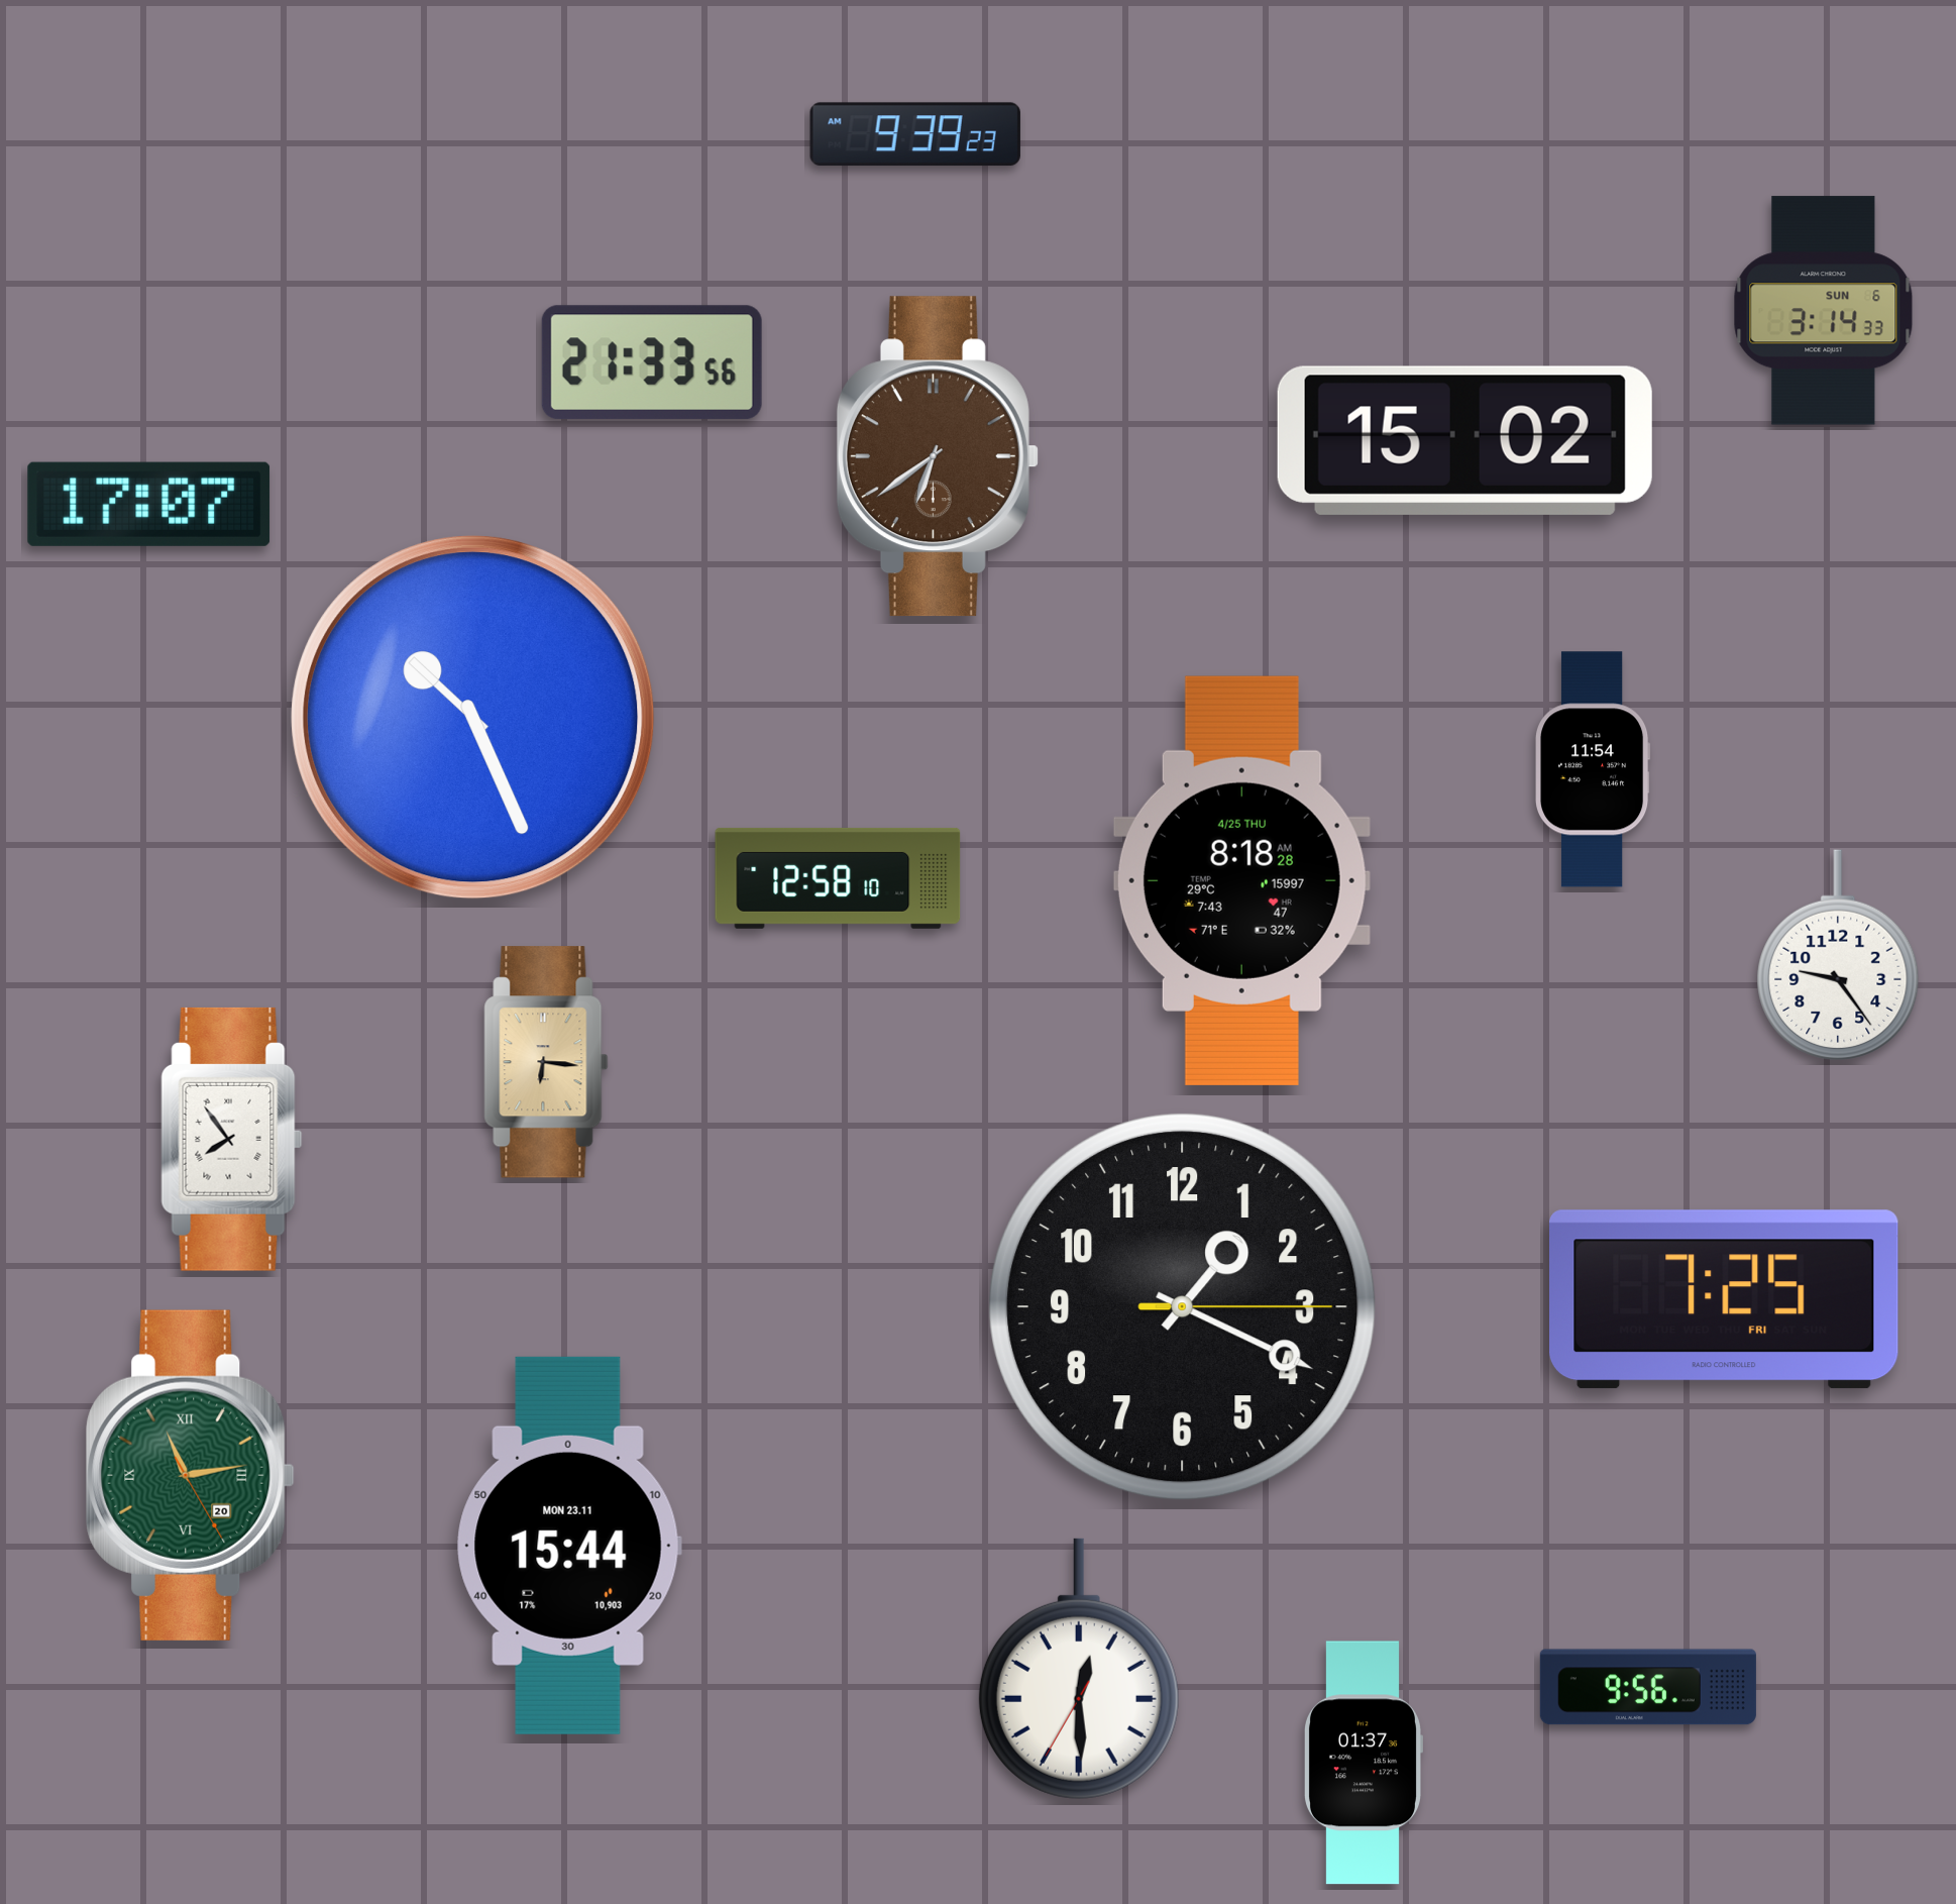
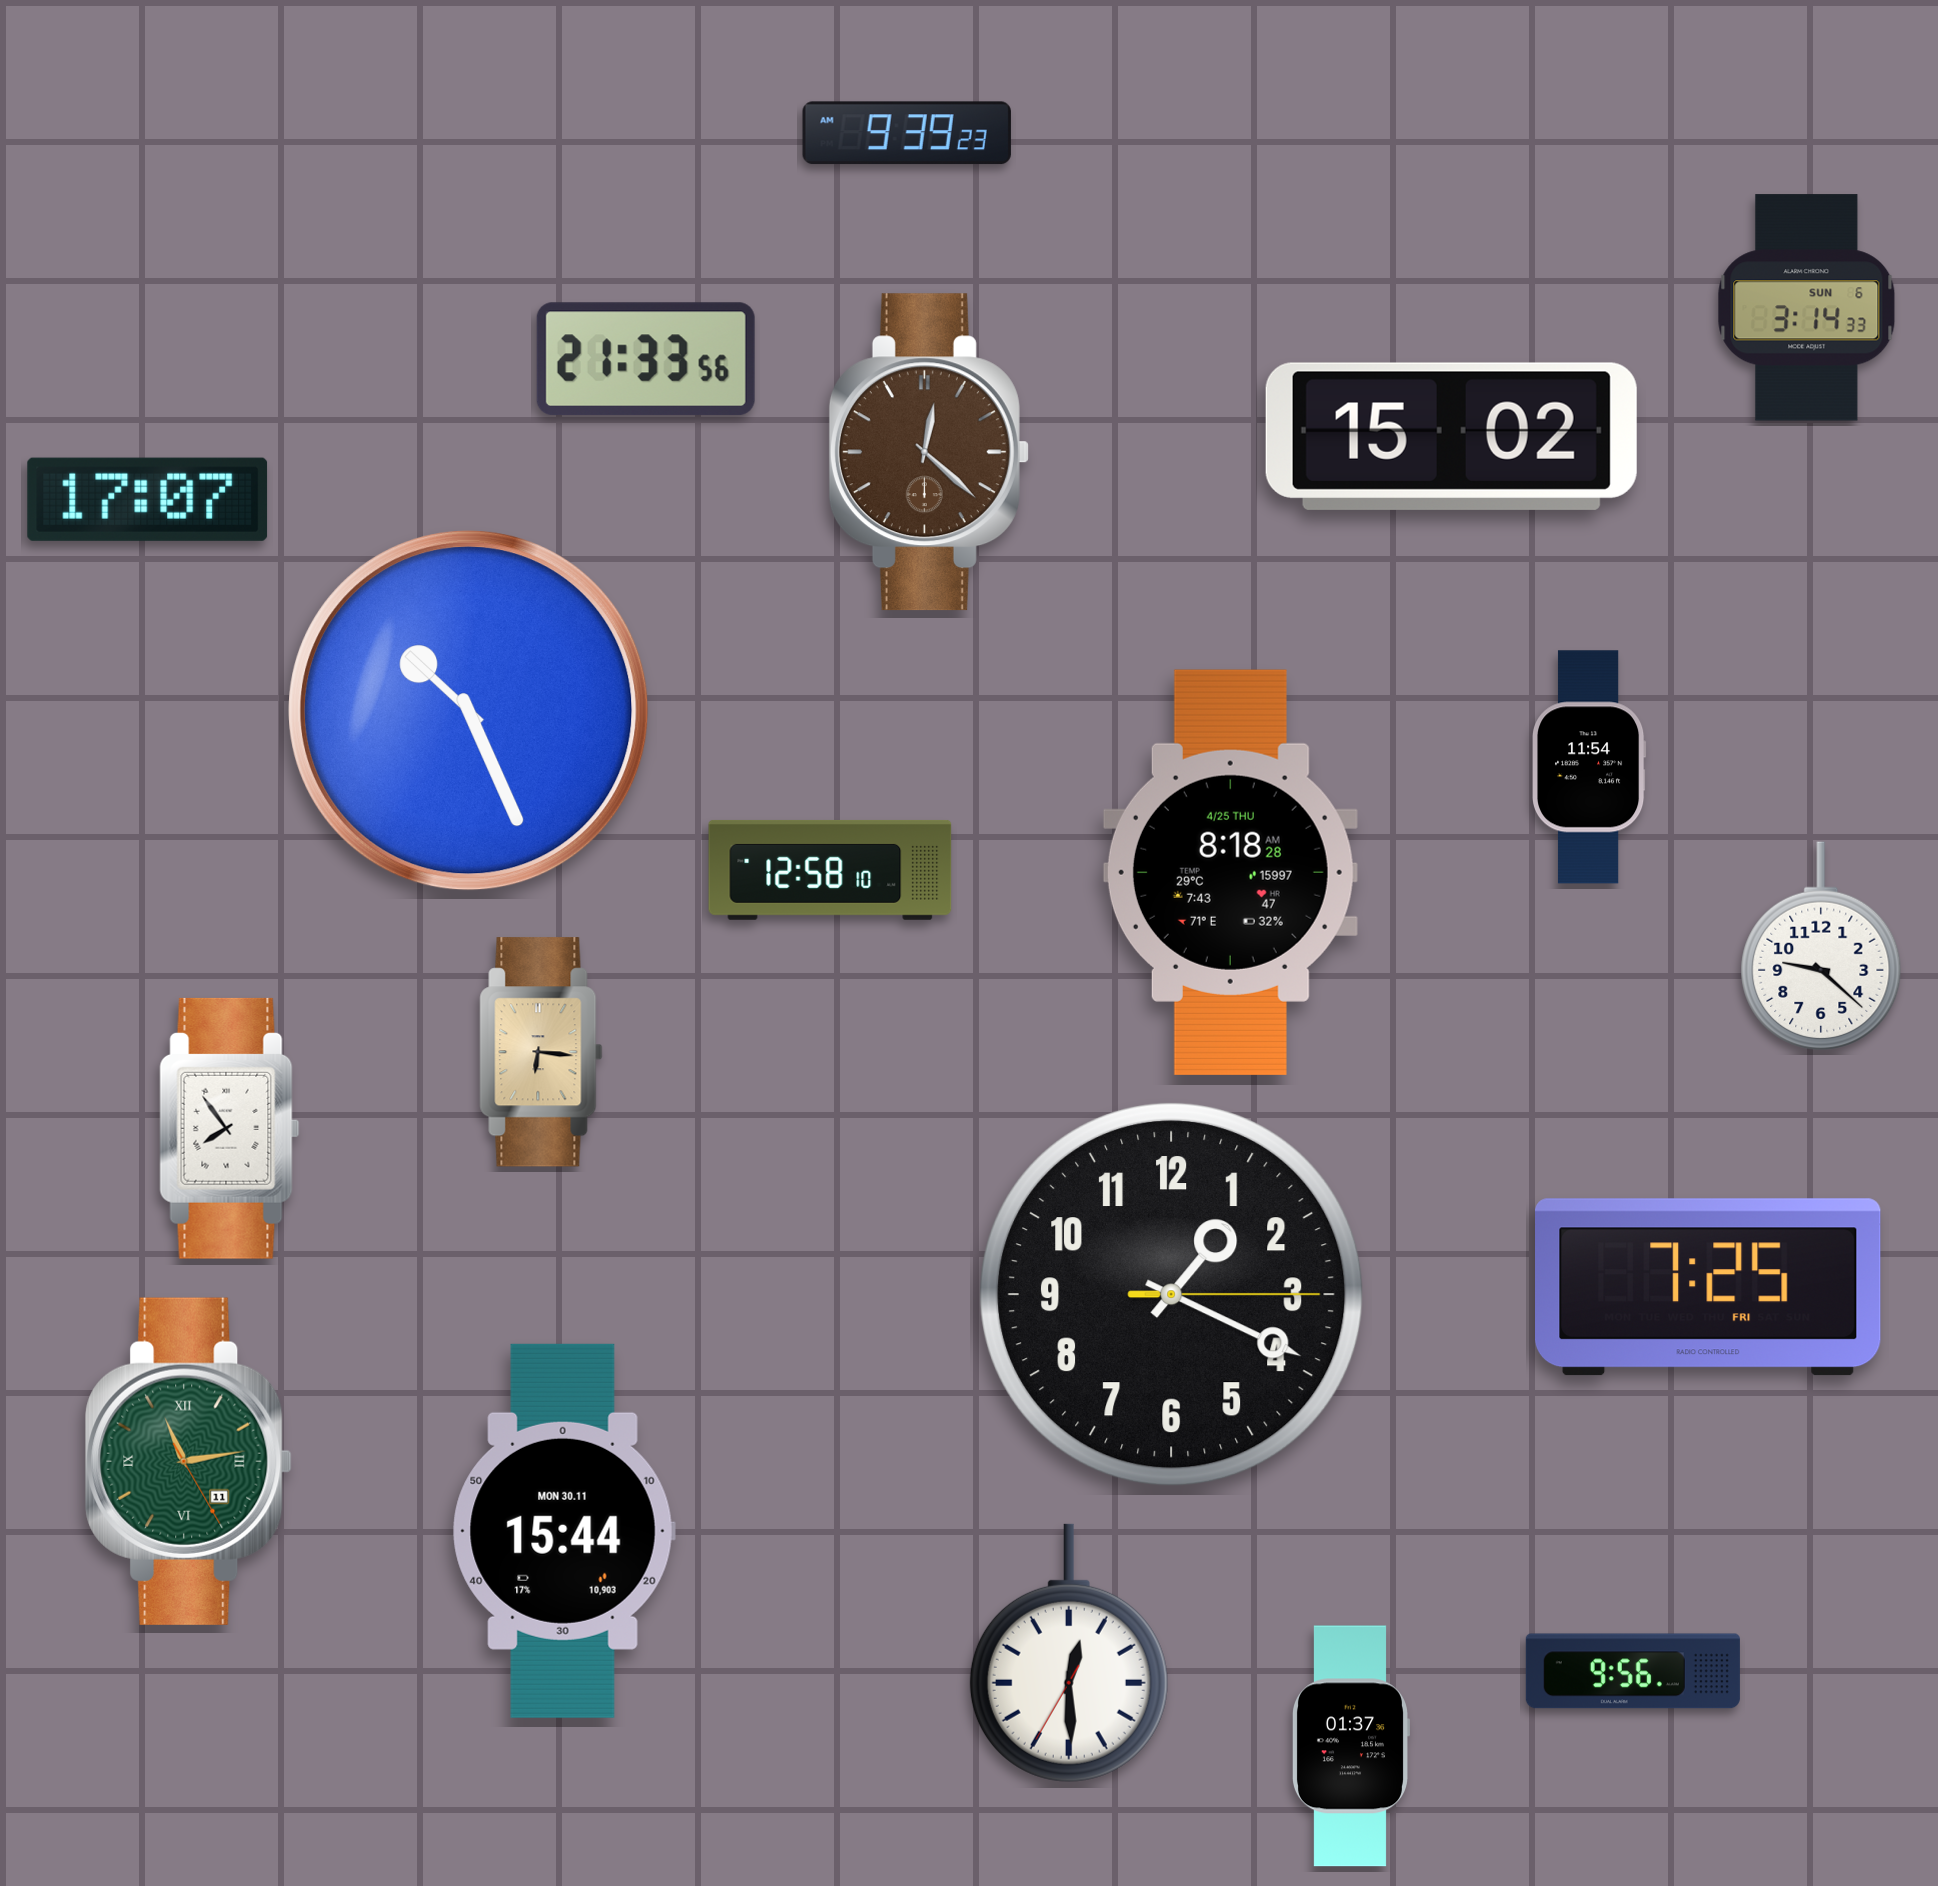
clock at (938, 456): 6:39 -> 12:22
clock at (1594, 769) position: (1594, 769) -> (1590, 767)
clock at (1838, 955): 9:24 -> 9:22
clock at (191, 1475) date: 20 -> 11
clock at (569, 1546) date: MON 23.11 -> MON 30.11
